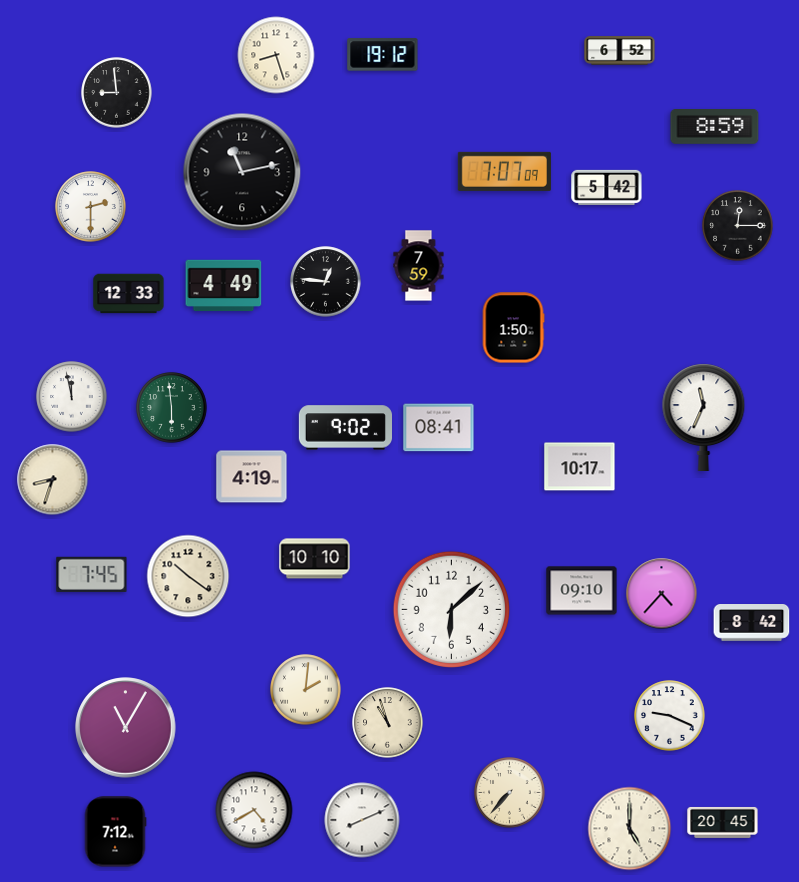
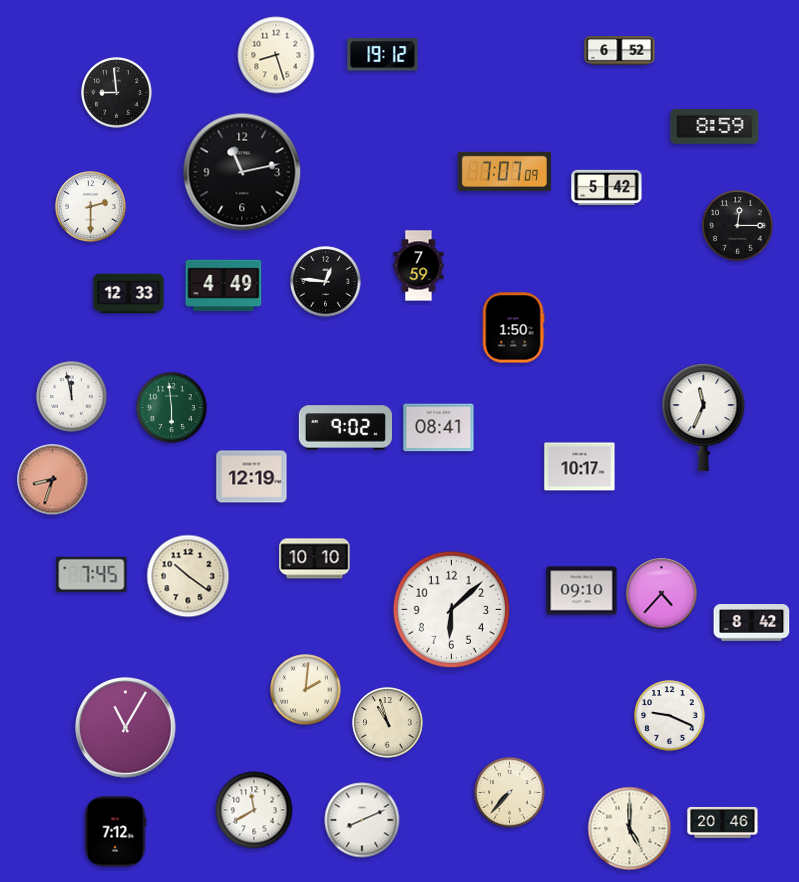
clock at (252, 477): 4:19 -> 12:19
clock at (53, 480) dial: cream -> salmon
clock at (254, 810): 4:40 -> 11:40
clock at (723, 822): 20:45 -> 20:46
